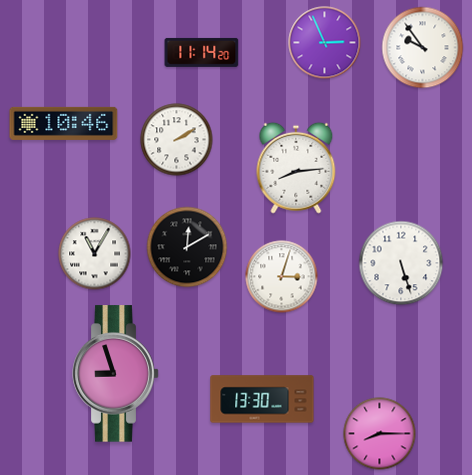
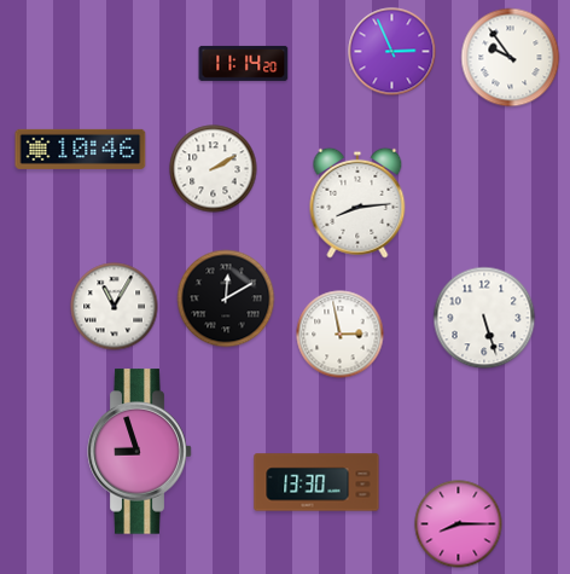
clock at (64, 123) position: (64, 123) -> (81, 149)
clock at (282, 277): 3:03 -> 2:58
